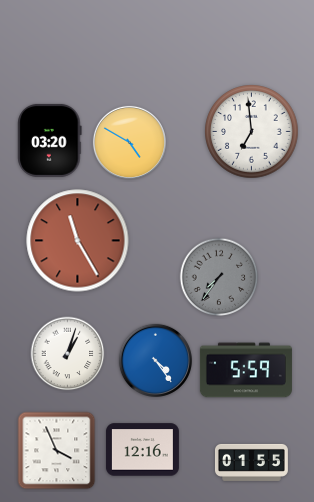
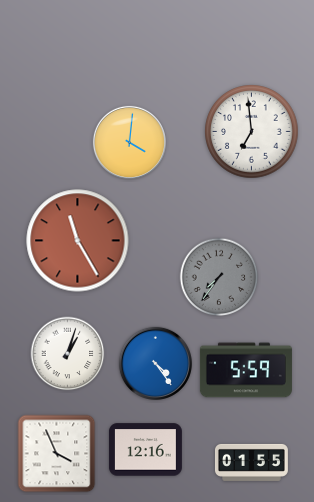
clock at (50, 140): 03:20 -> none
clock at (129, 142): 4:50 -> 4:01
clock at (155, 360) position: (155, 360) -> (155, 363)
clock at (142, 450) position: (142, 450) -> (145, 450)
clock at (57, 451) position: (57, 451) -> (57, 454)
